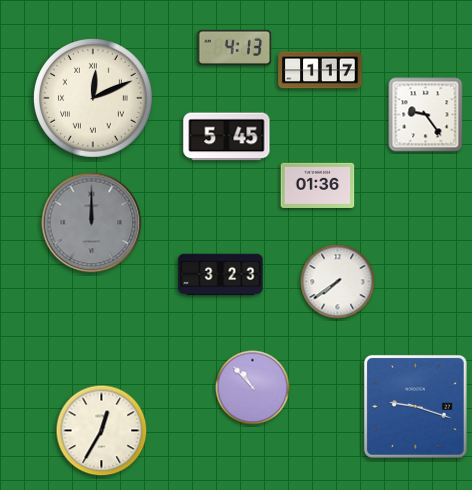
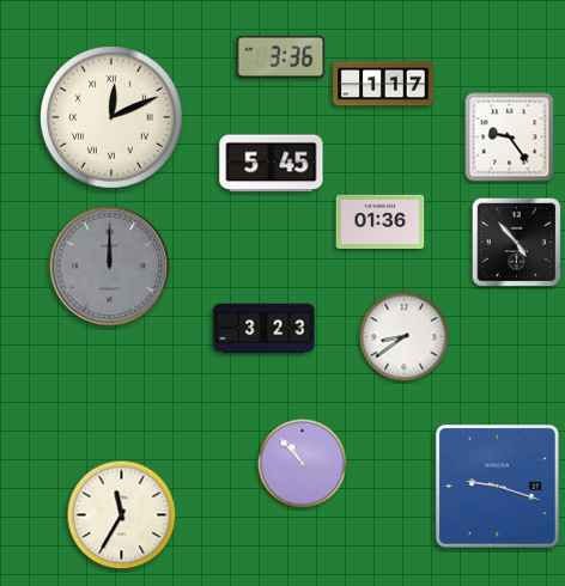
clock at (235, 47): 4:13 -> 3:36
clock at (517, 243): none -> 4:53
clock at (338, 282): 7:39 -> 8:39
clock at (102, 431): 12:35 -> 11:35
